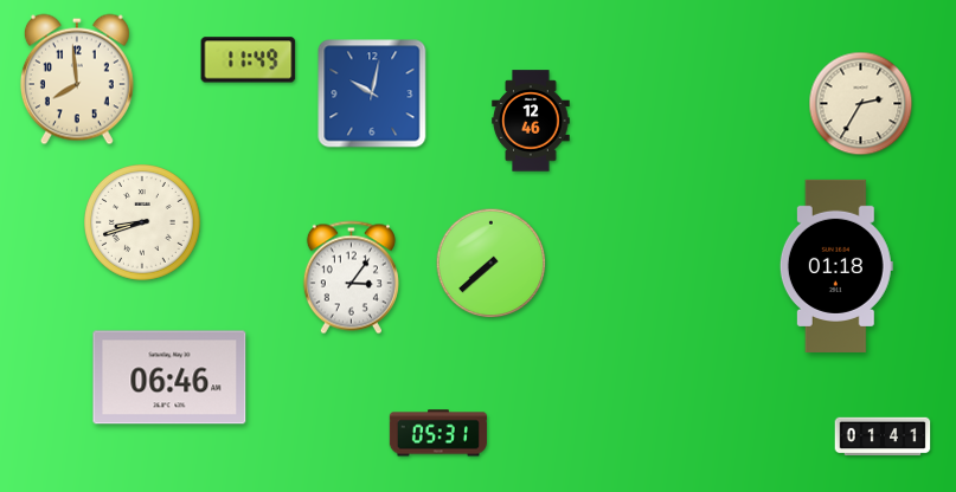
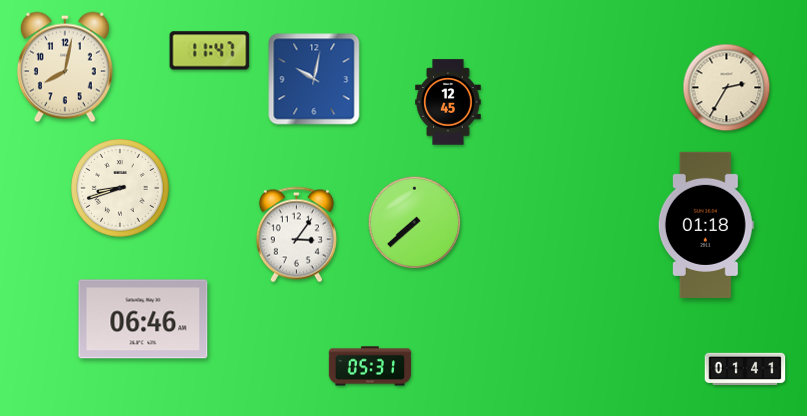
clock at (249, 60): 11:49 -> 11:47
clock at (77, 79): 7:59 -> 8:02
clock at (531, 121): 12:46 -> 12:45
